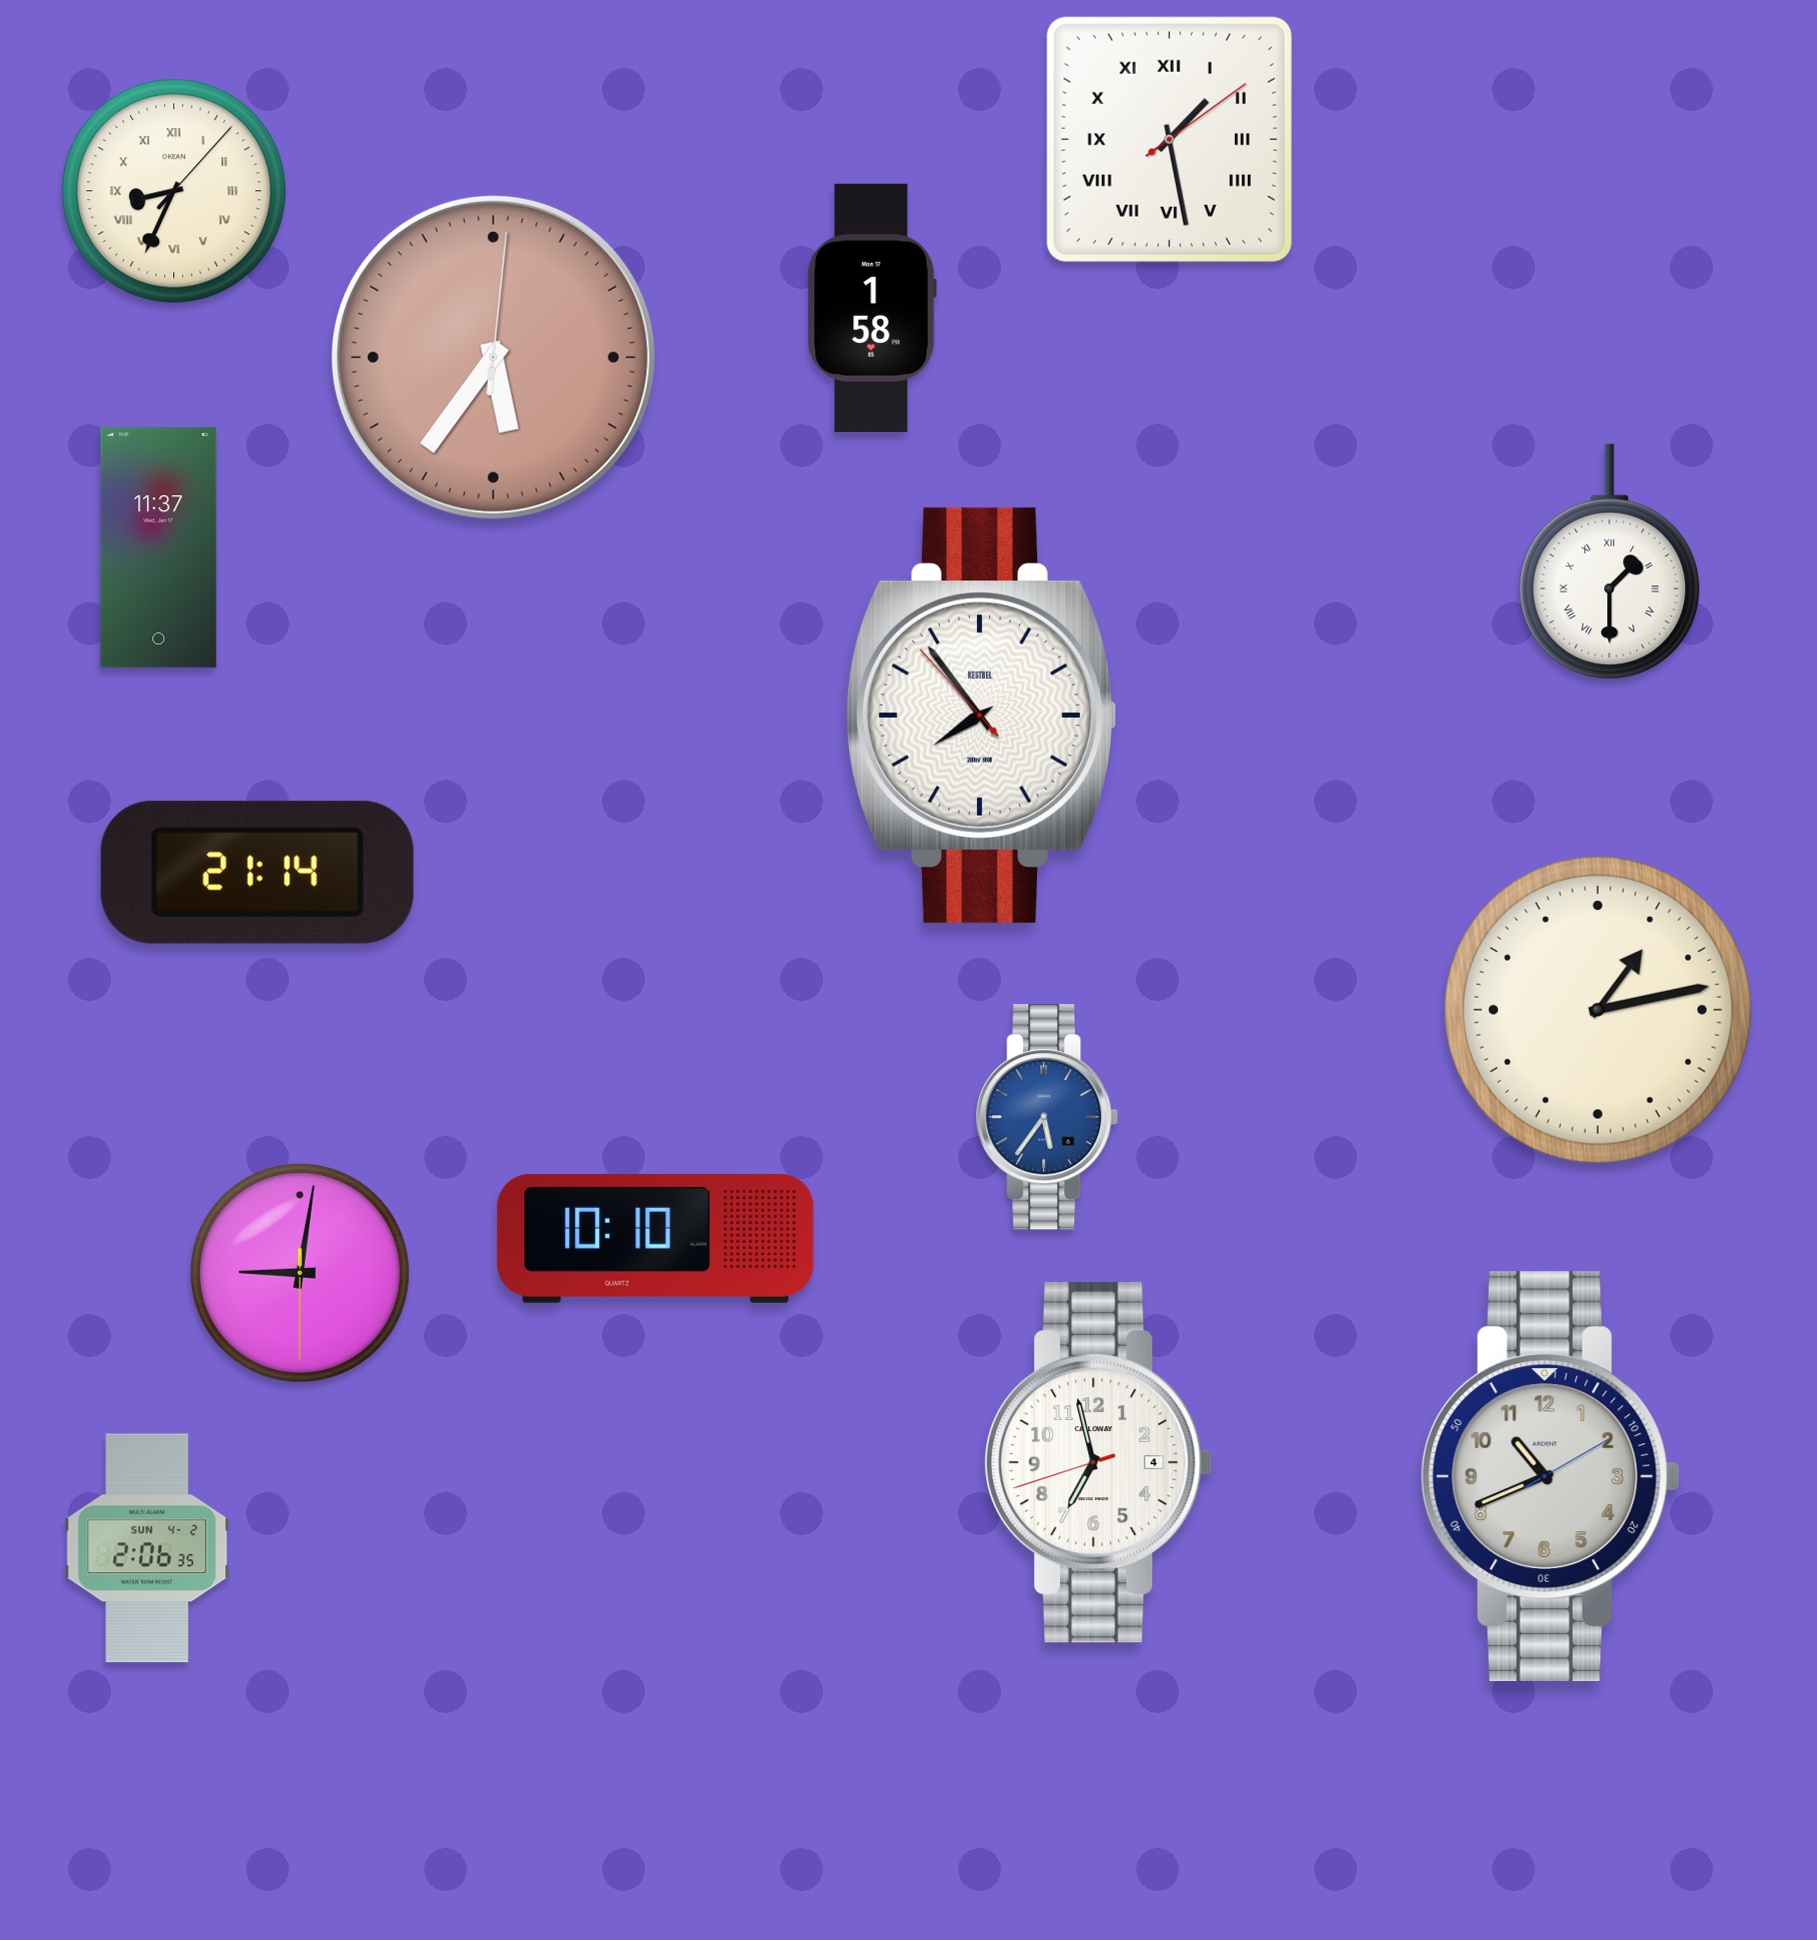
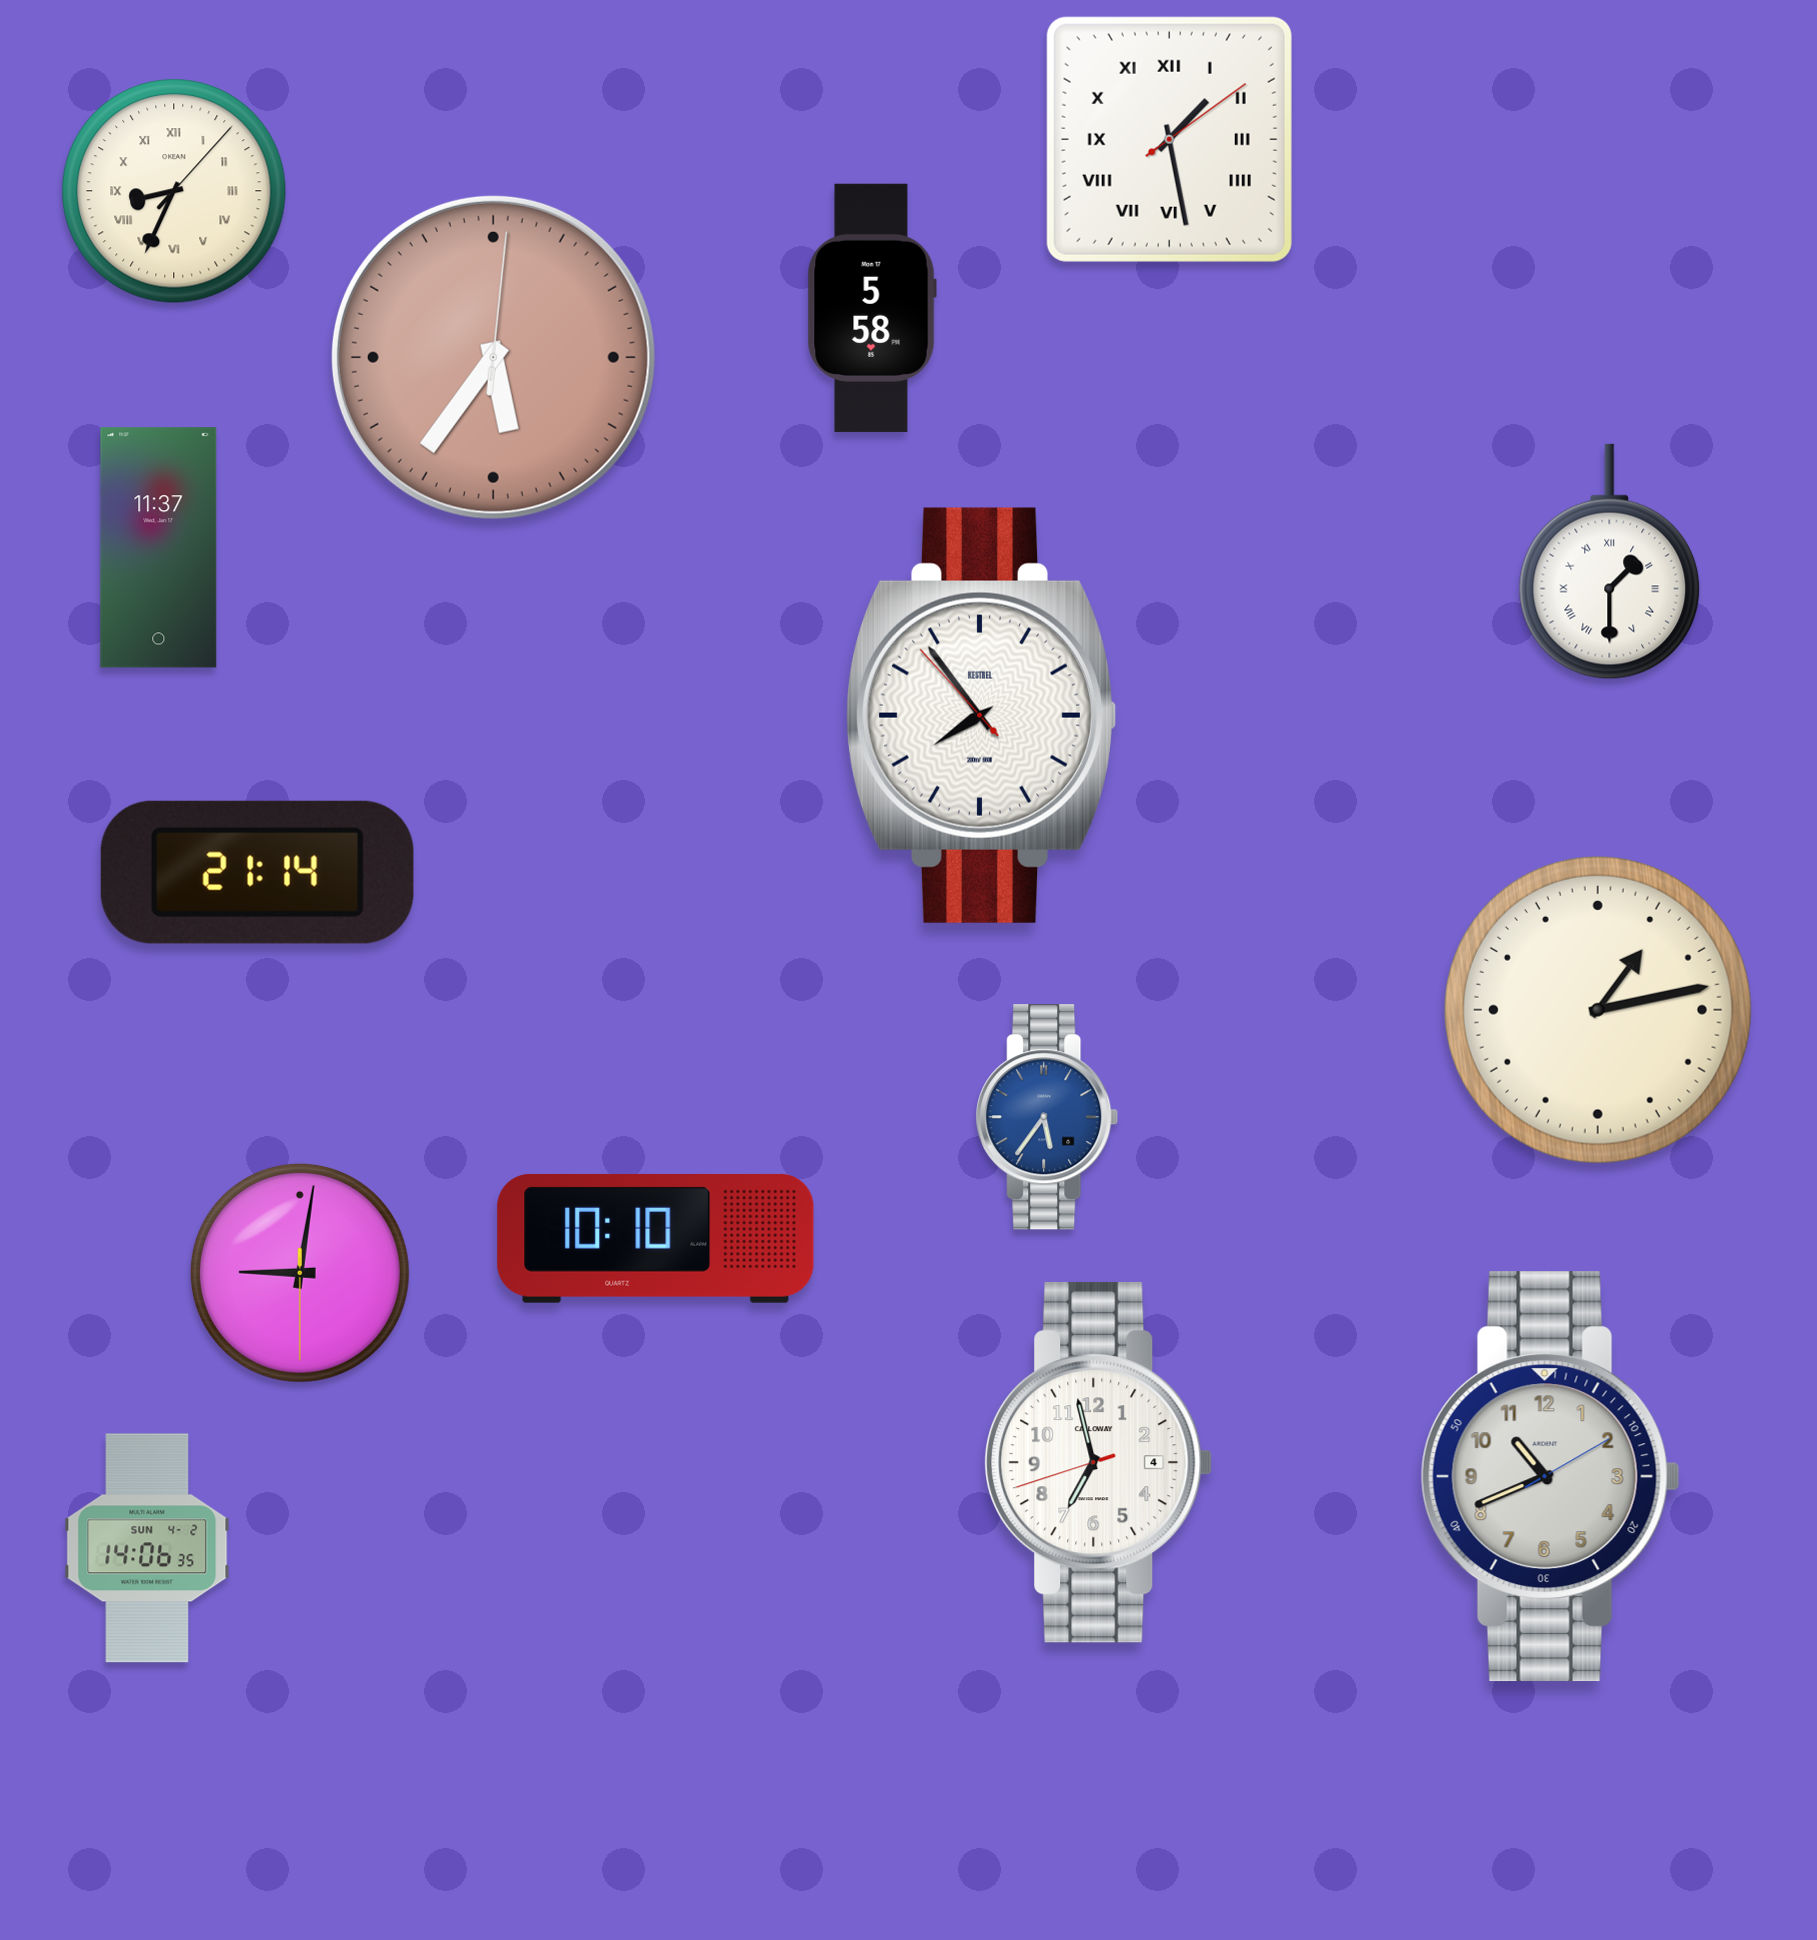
clock at (872, 308): 1:58 -> 5:58
clock at (147, 1548): 2:06 -> 14:06
